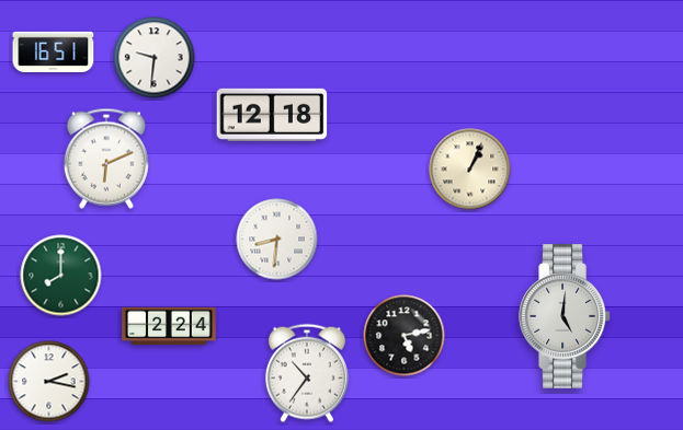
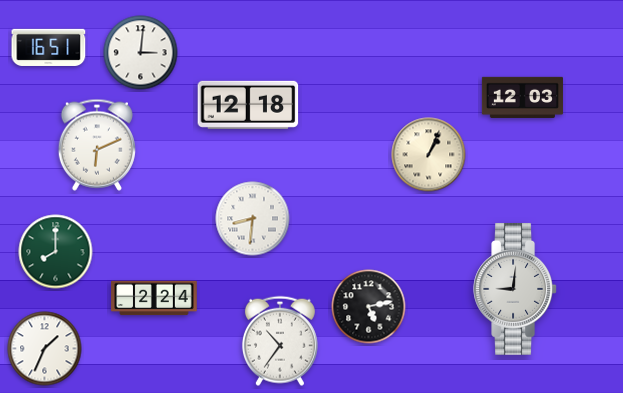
clock at (155, 58): 9:31 -> 3:01
clock at (522, 97): none -> 12:03
clock at (565, 316): 5:01 -> 9:01
clock at (49, 382): 2:17 -> 1:34
